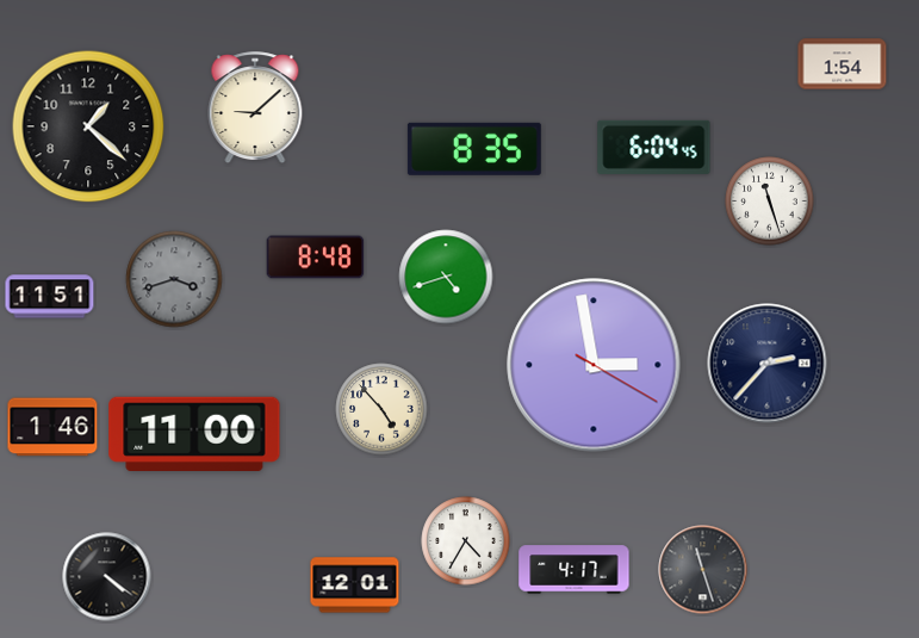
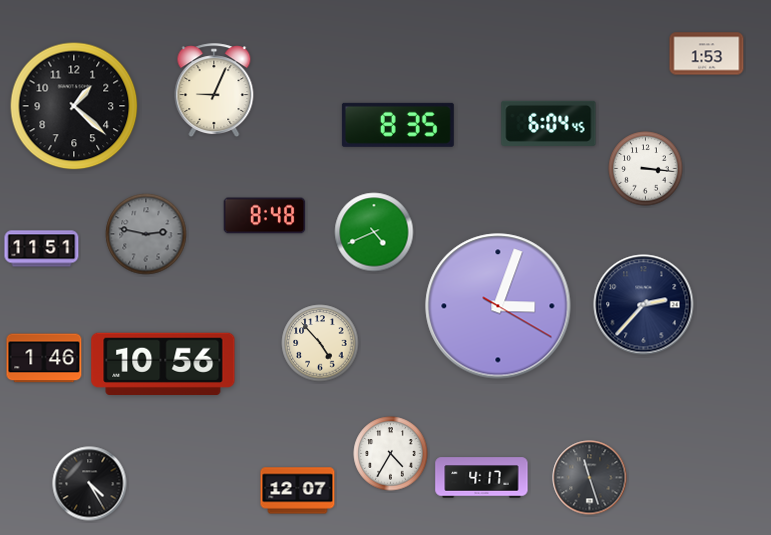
clock at (843, 64): 1:54 -> 1:53
clock at (255, 109): 9:08 -> 9:04
clock at (770, 202): 11:27 -> 3:16
clock at (446, 277): 4:42 -> 4:41
clock at (174, 279): 3:42 -> 2:47
clock at (594, 365): 2:58 -> 3:03
clock at (194, 433): 11:00 -> 10:56
clock at (107, 577): 4:21 -> 4:25
clock at (355, 586): 12:01 -> 12:07
